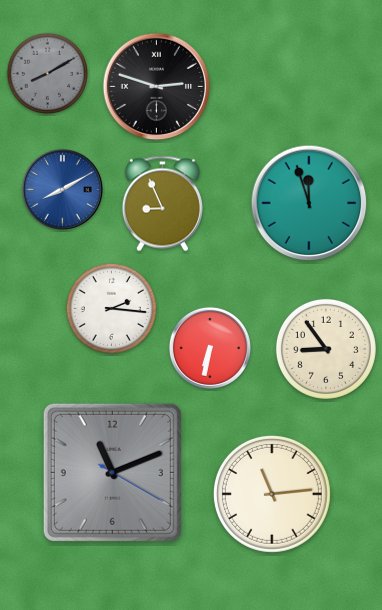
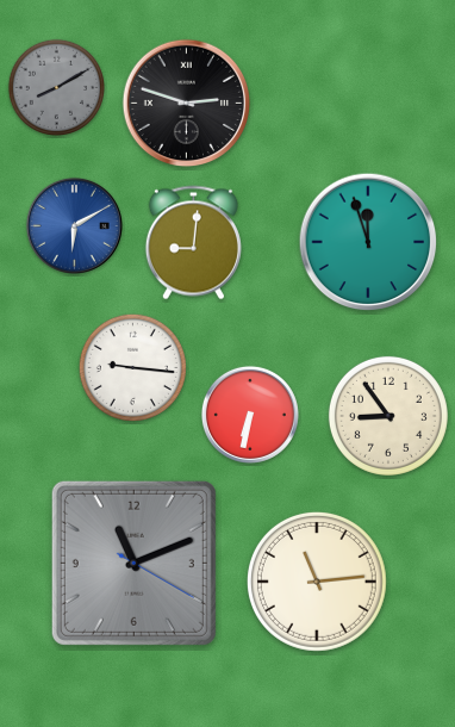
clock at (62, 189): 8:10 -> 6:10
clock at (162, 204): 8:56 -> 9:01
clock at (111, 308): 2:16 -> 9:16
clock at (272, 494) position: (272, 494) -> (317, 582)
